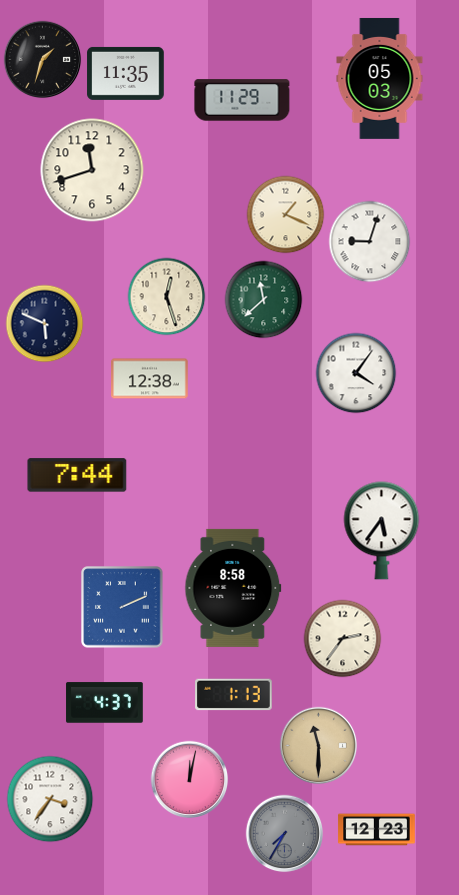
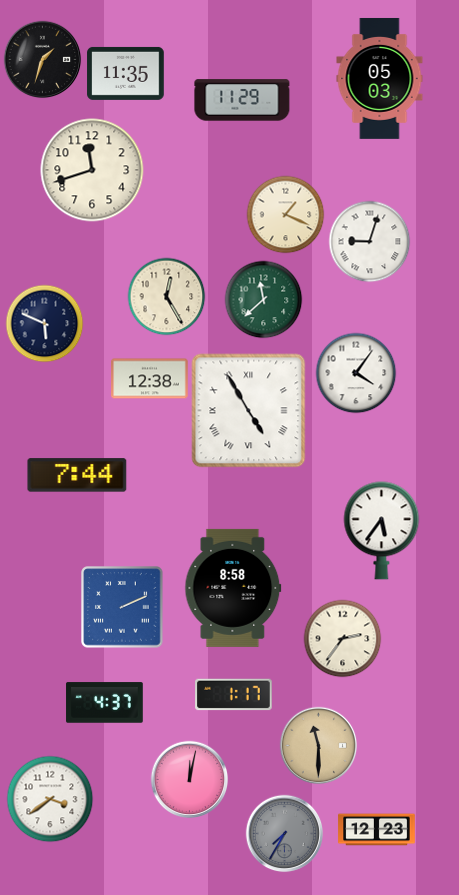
clock at (166, 296): 12:27 -> 12:25
clock at (249, 411): none -> 4:55
clock at (234, 695): 1:13 -> 1:17
clock at (50, 799): 3:36 -> 3:39
